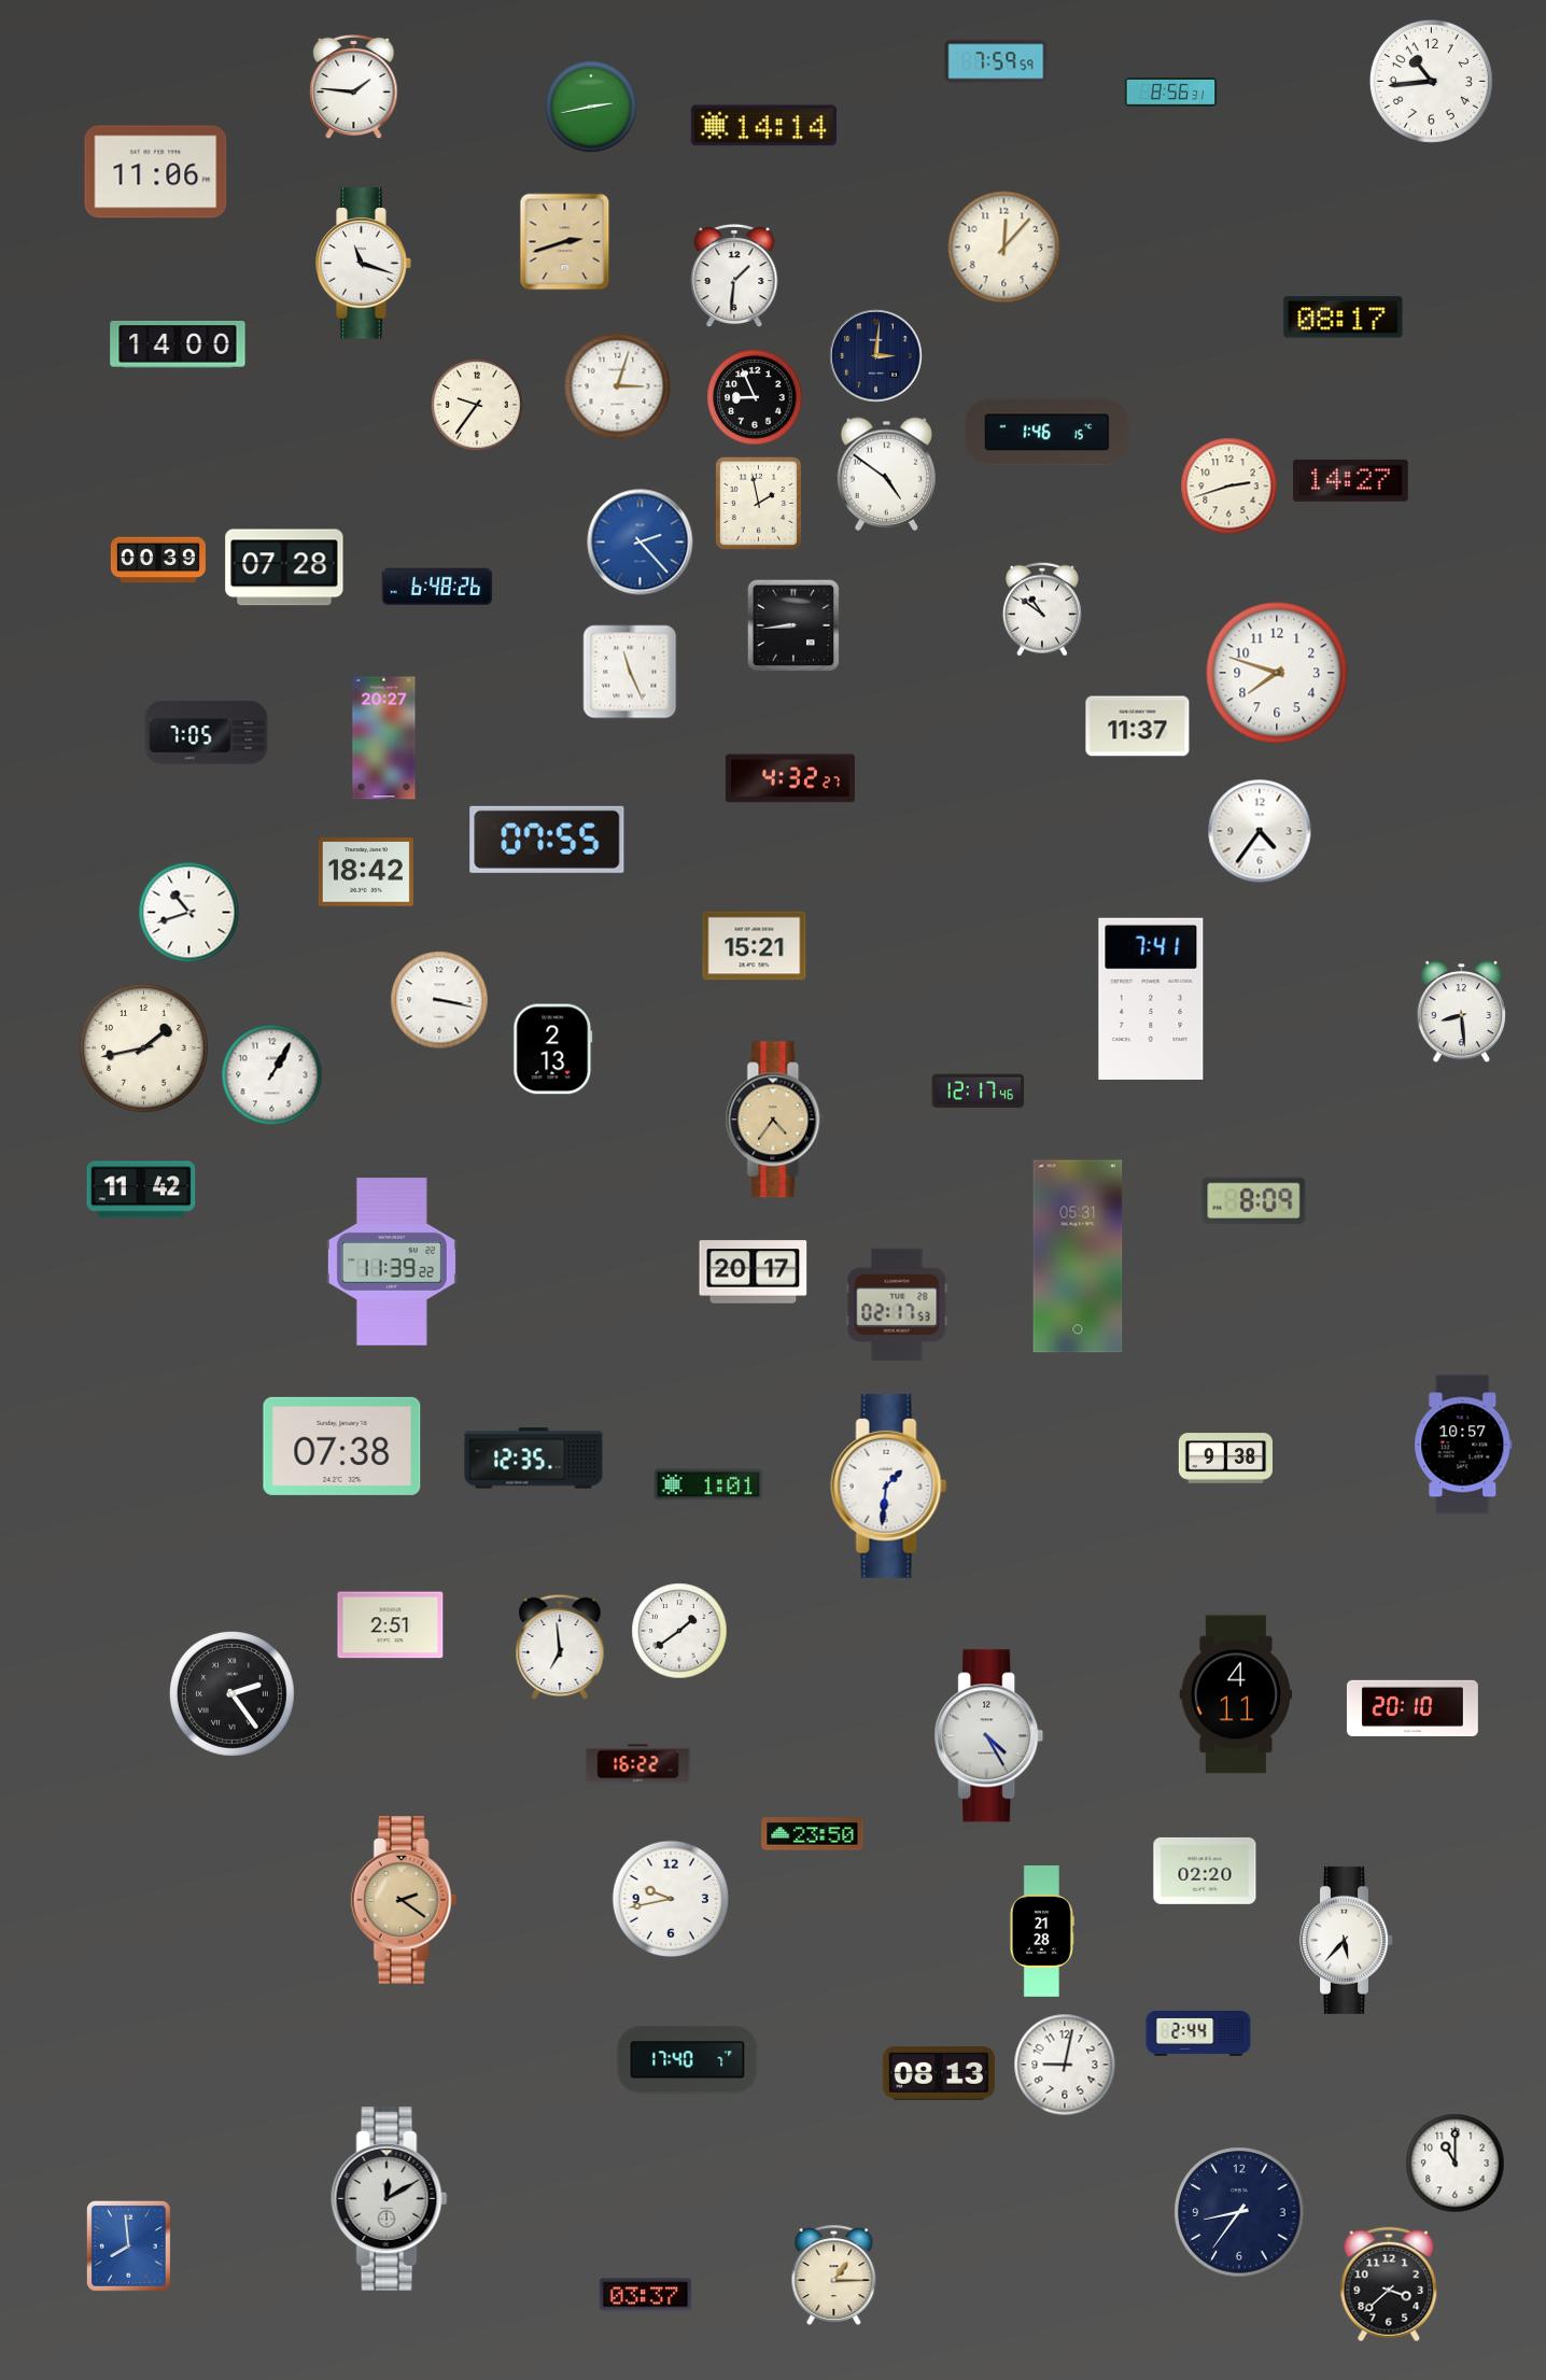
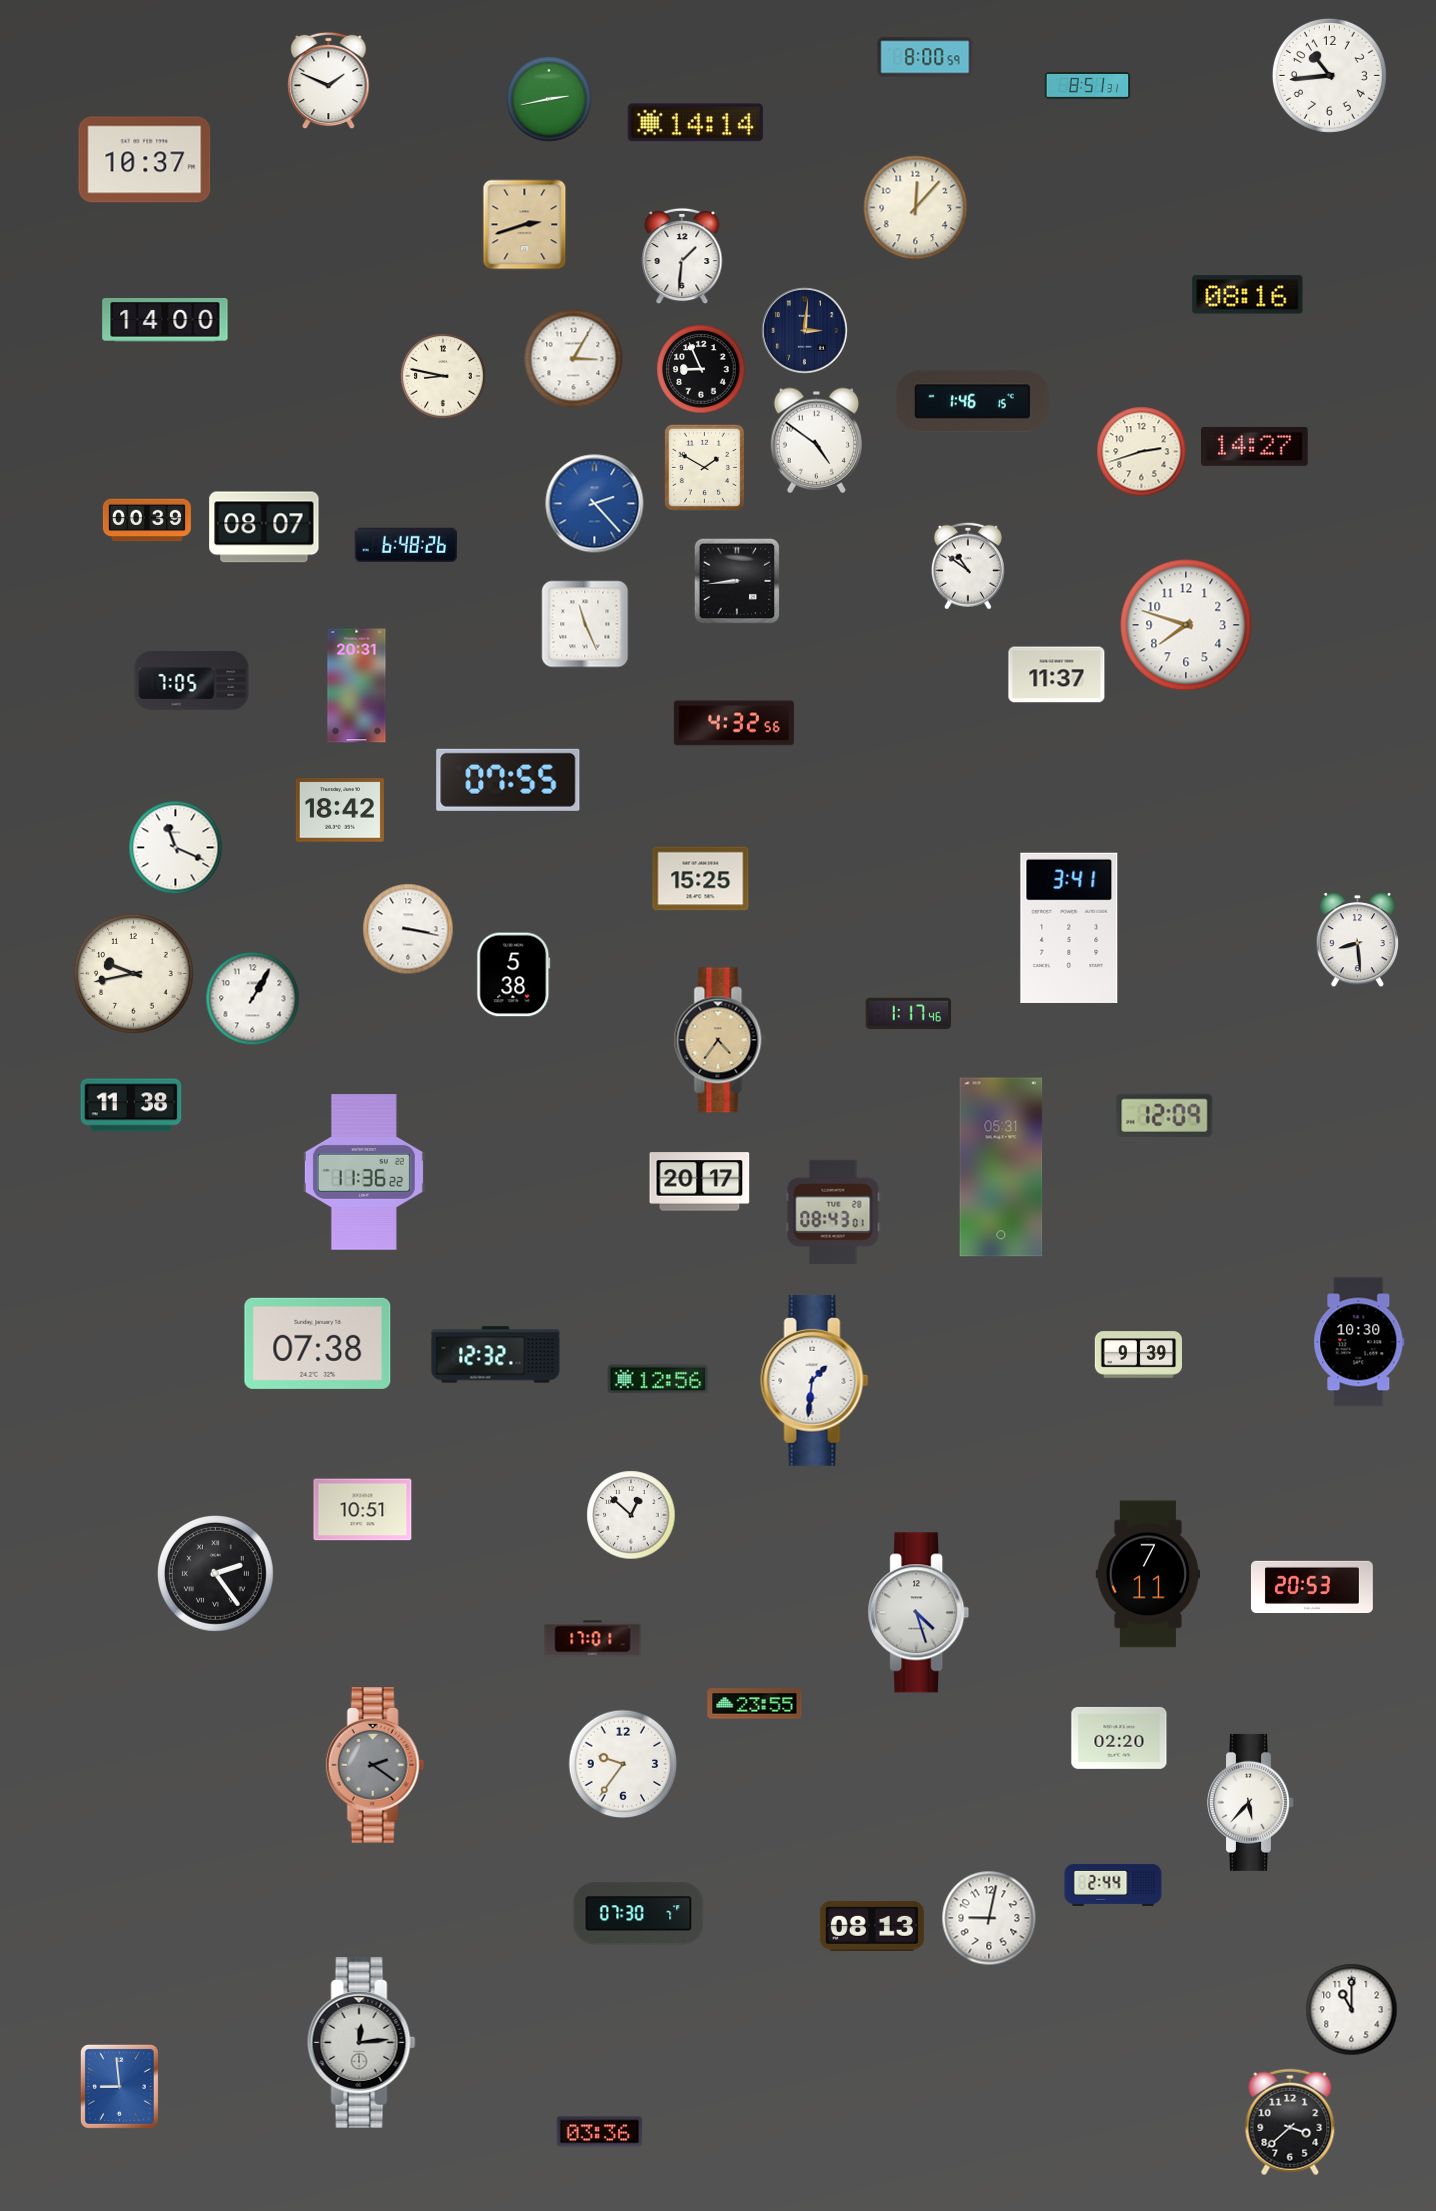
clock at (996, 61): 7:59 -> 8:00
clock at (354, 87): 1:46 -> 1:49
clock at (1171, 93): 8:56 -> 8:51
clock at (763, 126) position: (763, 126) -> (695, 123)
clock at (156, 172): 11:06 -> 10:37
clock at (1004, 248) position: (1004, 248) -> (916, 208)
clock at (364, 264): 11:18 -> none
clock at (1344, 318): 08:17 -> 08:16
clock at (876, 356) position: (876, 356) -> (805, 331)
clock at (618, 386): 3:03 -> 3:05
clock at (477, 405): 9:36 -> 8:47
clock at (886, 474) position: (886, 474) -> (816, 440)
clock at (758, 503): 1:58 -> 1:50
clock at (284, 567): 07:28 -> 08:07
clock at (384, 738): 20:27 -> 20:31
clock at (790, 778): 4:32:27 -> 4:32:56
clock at (1260, 831): 4:36 -> none
clock at (189, 913): 10:42 -> 11:19
clock at (755, 946): 15:21 -> 15:25
clock at (1151, 999): 7:41 -> 3:41
clock at (144, 1048): 1:43 -> 9:43
clock at (553, 1050): 2:13 -> 5:38
clock at (979, 1092): 12:17 -> 1:17
clock at (141, 1189): 11:42 -> 11:38
clock at (1254, 1200): 8:09 -> 12:09
clock at (392, 1262): 11:39 -> 11:36
clock at (897, 1305): 02:17 -> 08:43
clock at (1463, 1445): 10:57 -> 10:30
clock at (534, 1459): 12:35 -> 12:32
clock at (1225, 1459): 9:38 -> 9:39
clock at (708, 1484): 1:01 -> 12:56
clock at (889, 1485) position: (889, 1485) -> (815, 1380)
clock at (391, 1625): 2:51 -> 10:51
clock at (679, 1631): 1:39 -> 12:52
clock at (560, 1647): 6:59 -> none
clock at (1236, 1694): 4:11 -> 7:11
clock at (1413, 1707): 20:10 -> 20:53
clock at (989, 1736): 4:25 -> 4:27
clock at (638, 1764): 16:22 -> 17:01
clock at (813, 1834): 23:50 -> 23:55
clock at (671, 1899): 9:43 -> 9:36
clock at (404, 1900) dial: champagne -> grey
clock at (1042, 1931): 21:28 -> none
clock at (1198, 2033) position: (1198, 2033) -> (1113, 1885)
clock at (688, 2060): 17:40 -> 07:30
clock at (390, 2198): 12:10 -> 12:14
clock at (1239, 2212): 8:36 -> none
clock at (128, 2245): 7:59 -> 8:59
clock at (834, 2275): 1:15 -> none
clock at (646, 2295): 03:37 -> 03:36
